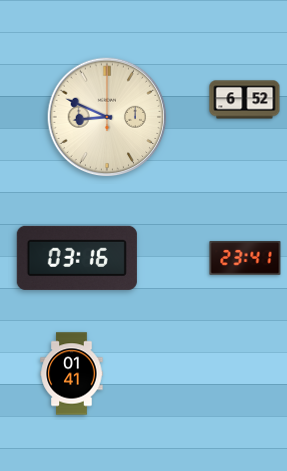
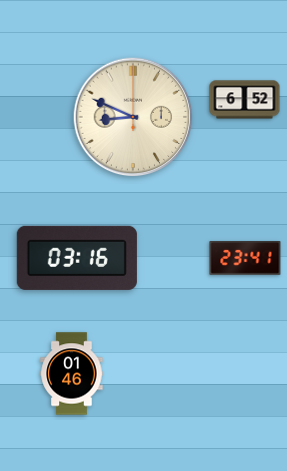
clock at (107, 117) position: (107, 117) -> (133, 117)
clock at (72, 374): 01:41 -> 01:46
